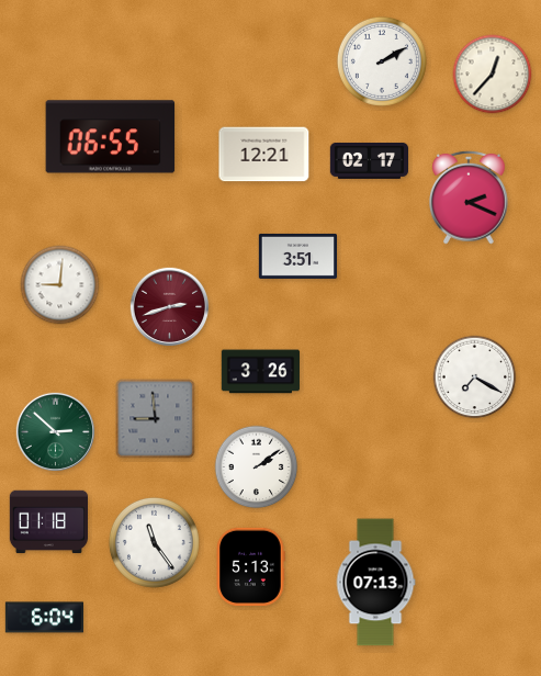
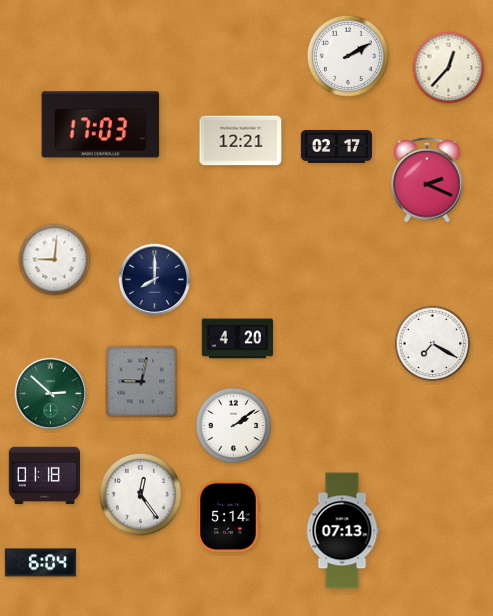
clock at (111, 137): 06:55 -> 17:03
clock at (297, 256): 3:51 -> none
clock at (170, 307): 2:42 -> 8:00
clock at (170, 307) dial: burgundy -> navy
clock at (260, 372): 3:26 -> 4:20
clock at (156, 419): 8:59 -> 9:02
clock at (154, 542): 11:24 -> 12:24
clock at (250, 566): 5:13 -> 5:14
